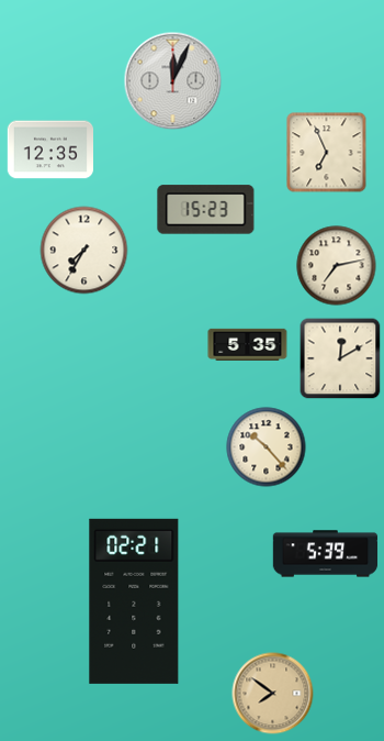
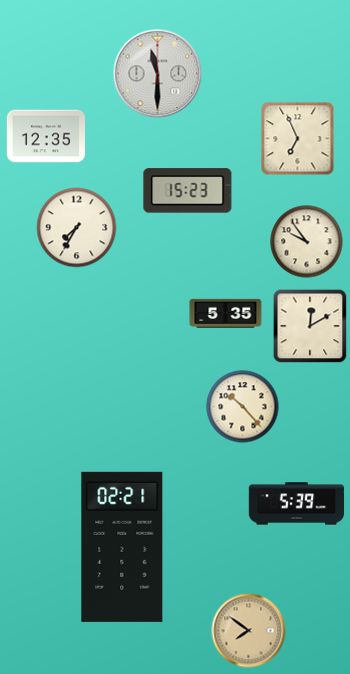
clock at (173, 81): 12:04 -> 11:30
clock at (337, 266): 7:13 -> 9:54
